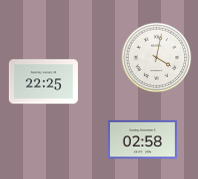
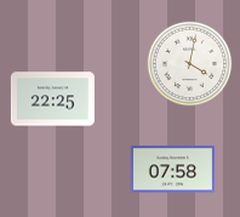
clock at (157, 58) position: (157, 58) -> (190, 64)
clock at (142, 140): 02:58 -> 07:58
